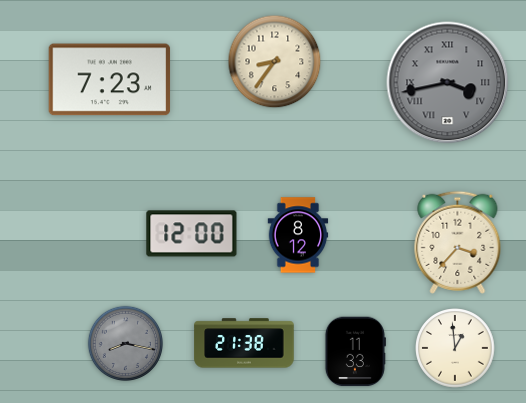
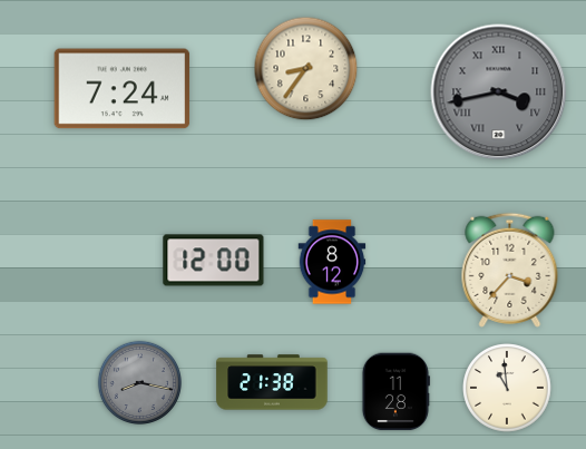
clock at (110, 80): 7:23 -> 7:24
clock at (455, 348): 12:59 -> 10:59
clock at (355, 352): 11:33 -> 11:28
